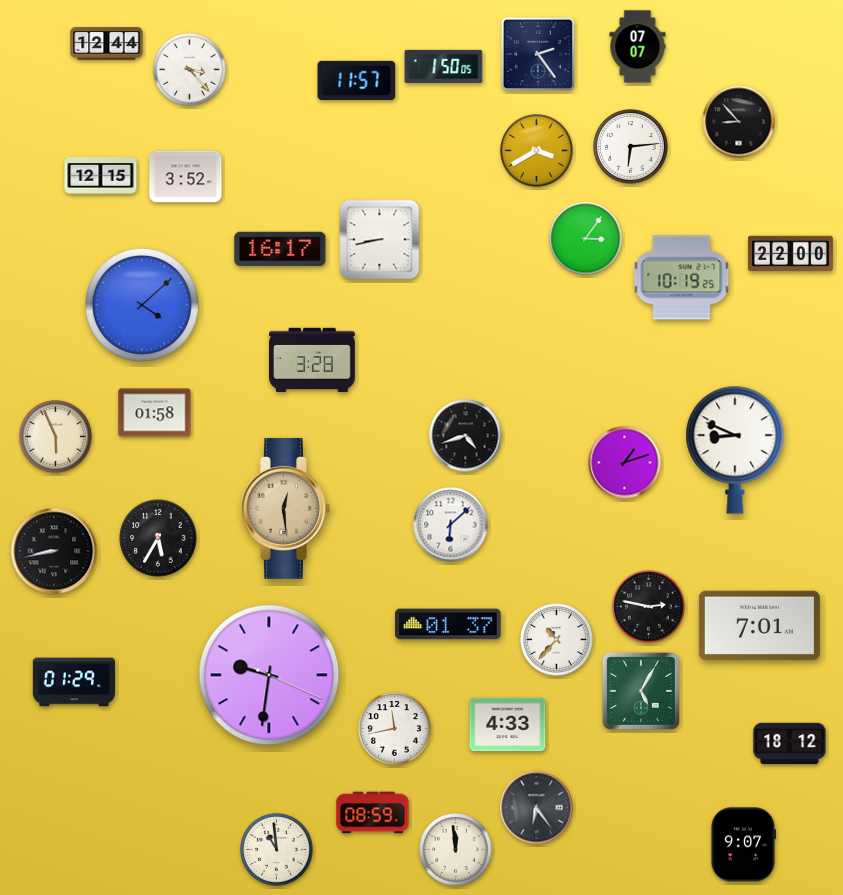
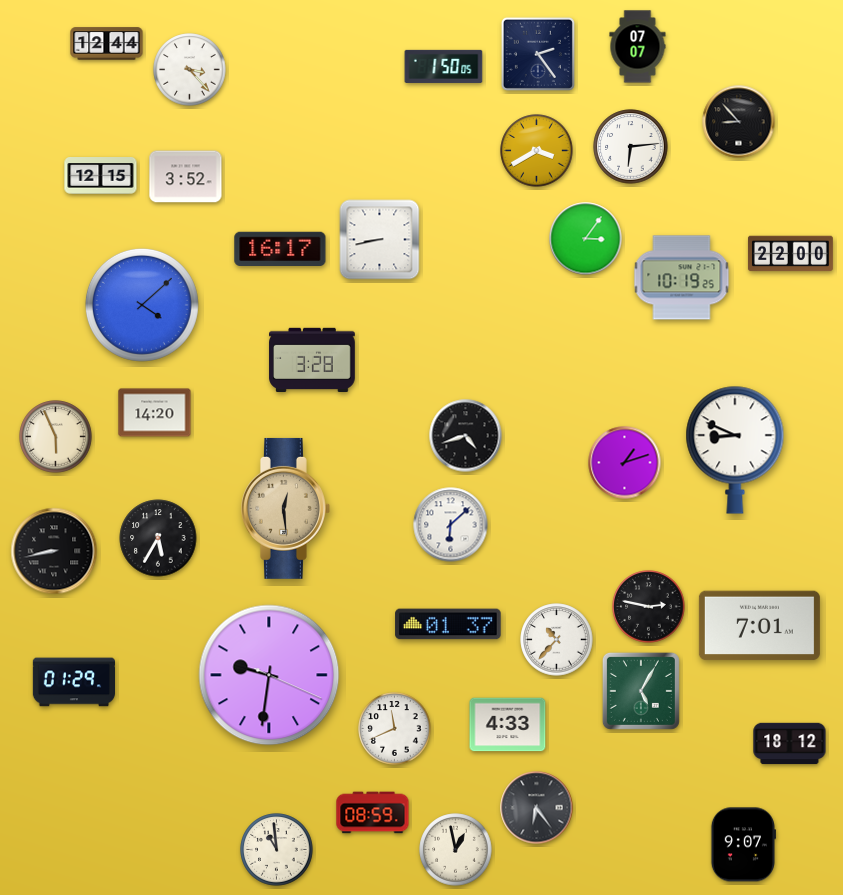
clock at (357, 80): 11:57 -> none
clock at (155, 413): 01:58 -> 14:20
clock at (395, 729): 11:43 -> 11:41
clock at (456, 850): 11:59 -> 12:58
